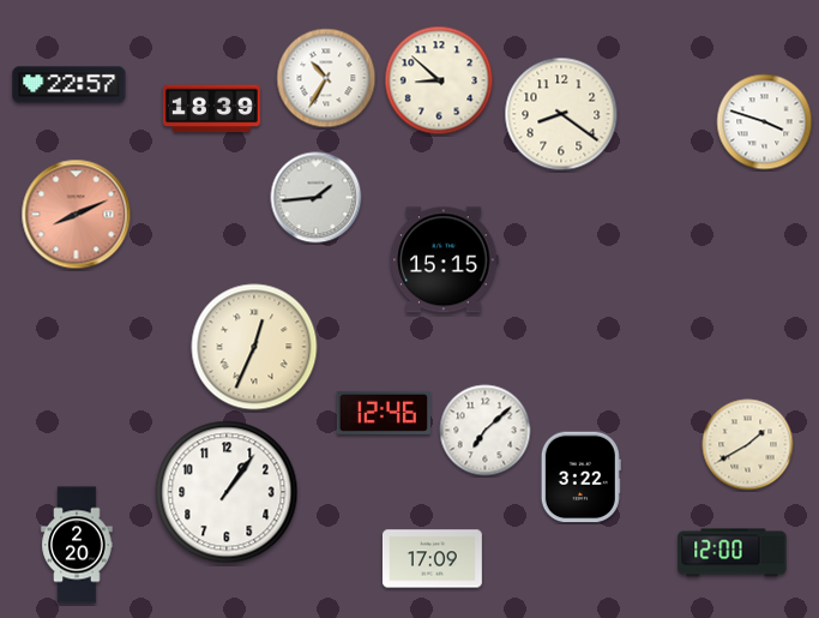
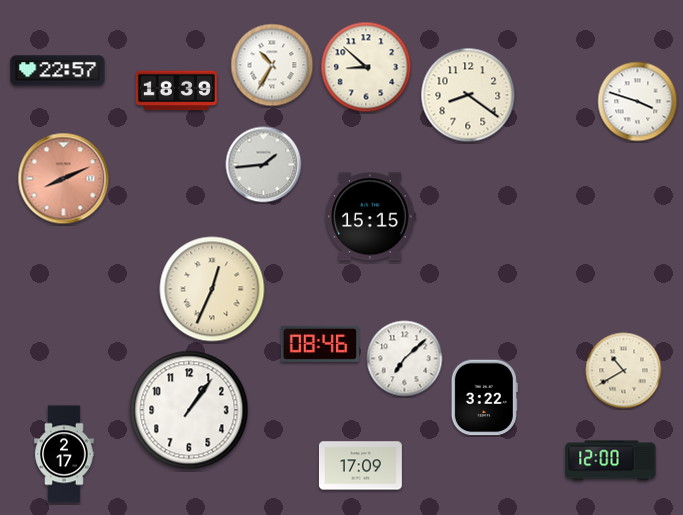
clock at (383, 413): 12:46 -> 08:46
clock at (748, 445): 1:40 -> 10:40
clock at (77, 545): 2:20 -> 2:17
